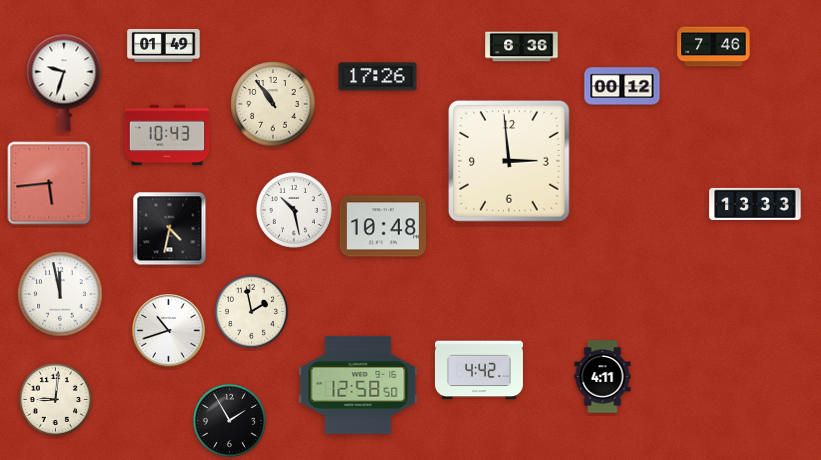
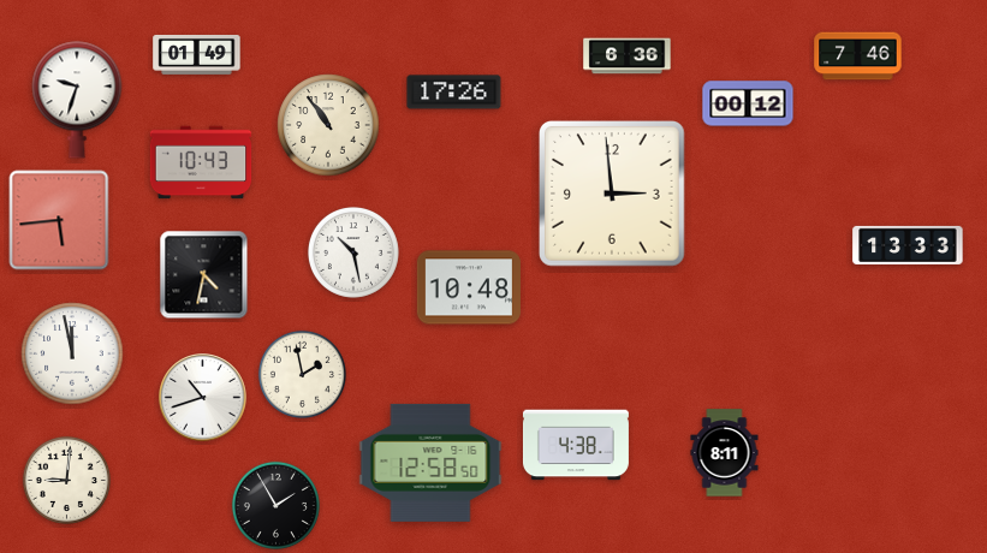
clock at (383, 226) position: (383, 226) -> (469, 287)
clock at (479, 370): 4:42 -> 4:38
clock at (603, 377): 4:11 -> 8:11
